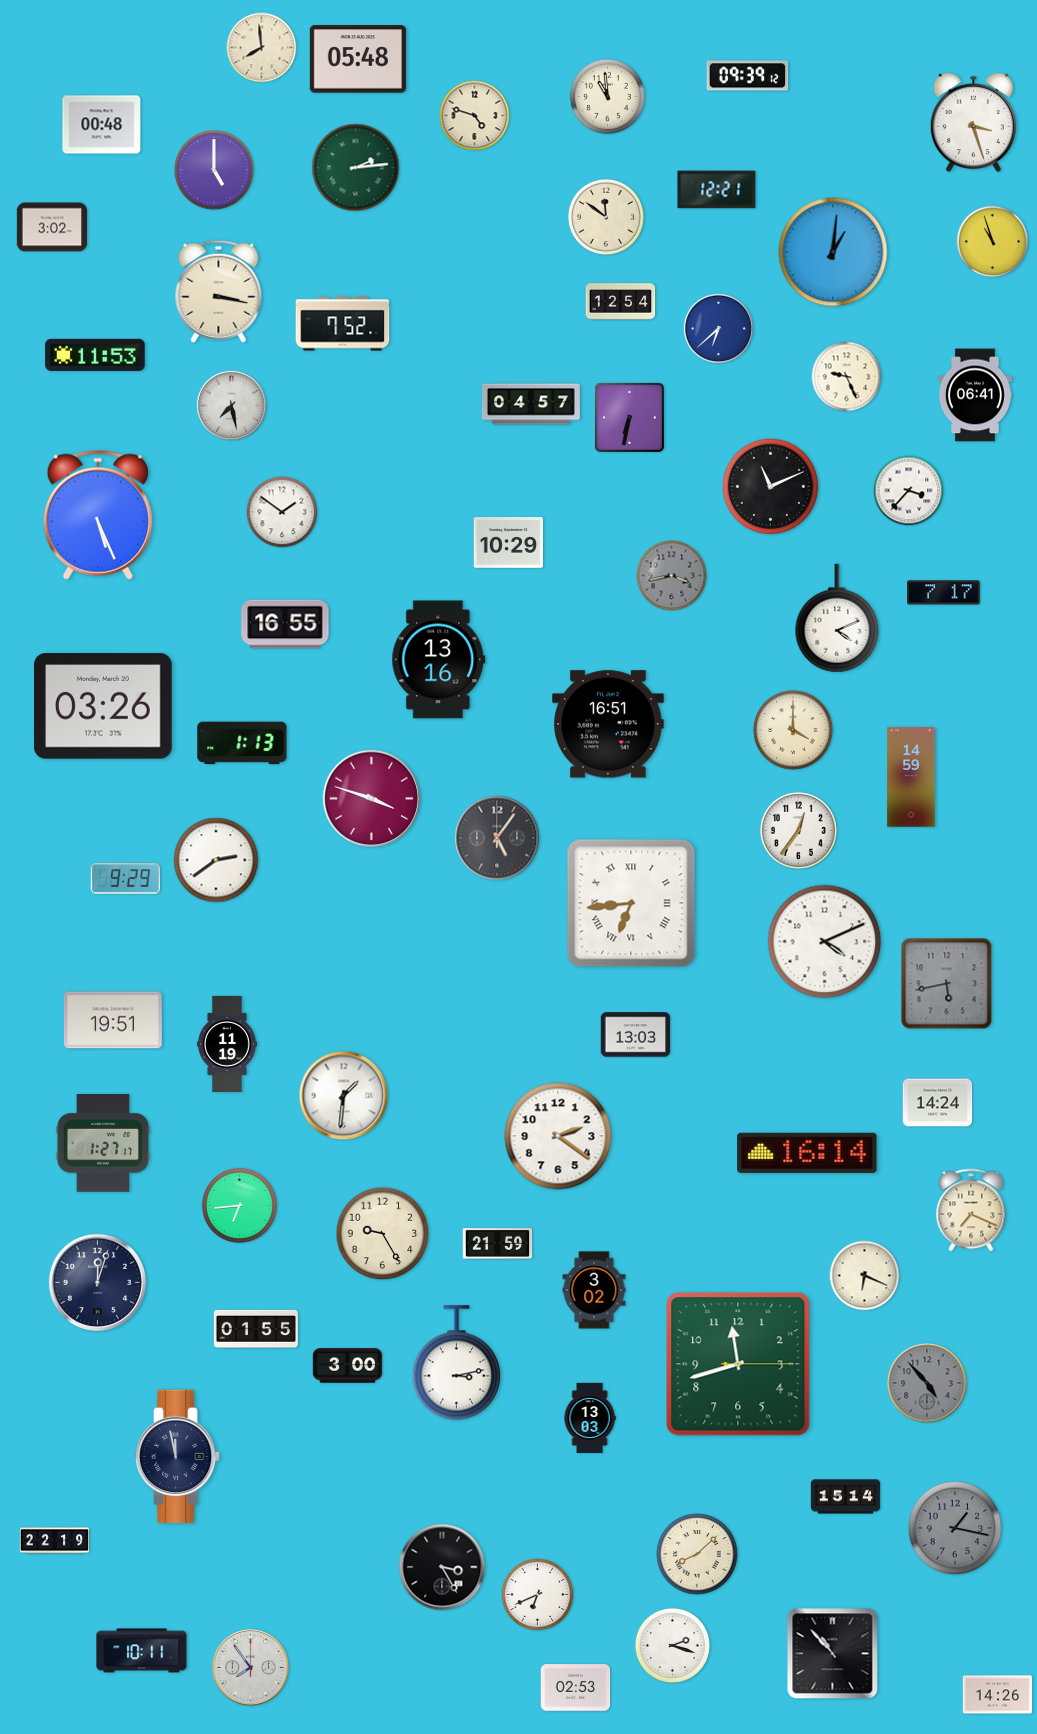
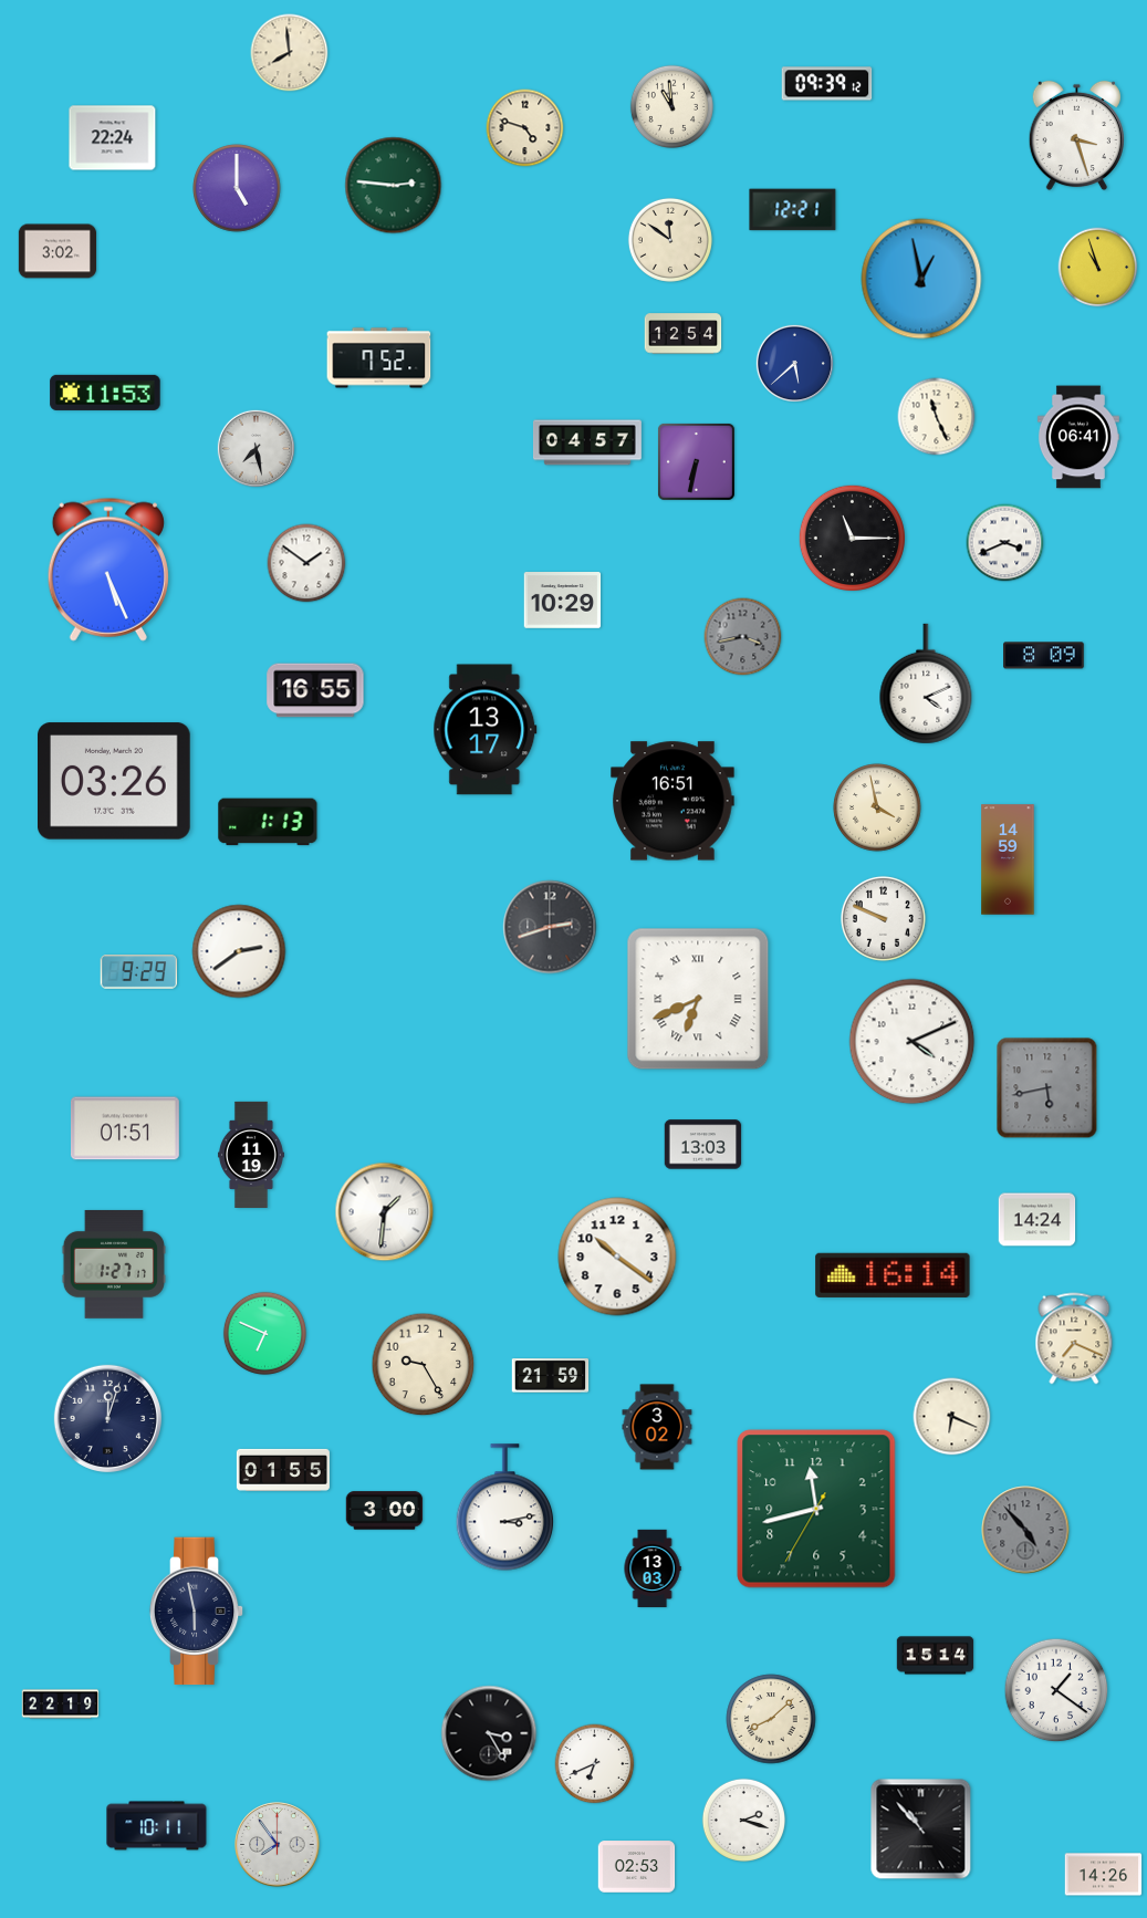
clock at (358, 59): 05:48 -> none
clock at (102, 125): 00:48 -> 22:24
clock at (356, 168): 2:14 -> 2:46
clock at (833, 252): 1:01 -> 12:58
clock at (219, 291): 3:17 -> none
clock at (621, 302) position: (621, 302) -> (684, 334)
clock at (718, 328): 6:38 -> 5:38
clock at (847, 377): 9:26 -> 11:26
clock at (532, 404) position: (532, 404) -> (588, 442)
clock at (770, 486): 11:11 -> 11:15
clock at (909, 491): 3:37 -> 3:41
clock at (282, 512) position: (282, 512) -> (306, 563)
clock at (944, 593): 7:17 -> 8:09
clock at (439, 660): 13:16 -> 13:17
clock at (793, 730): 4:00 -> 3:58
clock at (371, 798): 3:48 -> none
clock at (798, 830): 12:36 -> 9:49
clock at (497, 838): 5:06 -> 2:42
clock at (631, 903): 6:44 -> 6:41
clock at (113, 1020): 19:51 -> 01:51
clock at (344, 1096) position: (344, 1096) -> (385, 1212)
clock at (558, 1136): 2:21 -> 10:21
clock at (239, 1205): 6:44 -> 6:49
clock at (865, 1276) position: (865, 1276) -> (952, 1417)
clock at (738, 1364): 11:42:15 -> 11:42:35
clock at (178, 1457): 11:58 -> 5:58
clock at (955, 1528): 1:17 -> 1:21
clock at (955, 1528) dial: grey -> white
